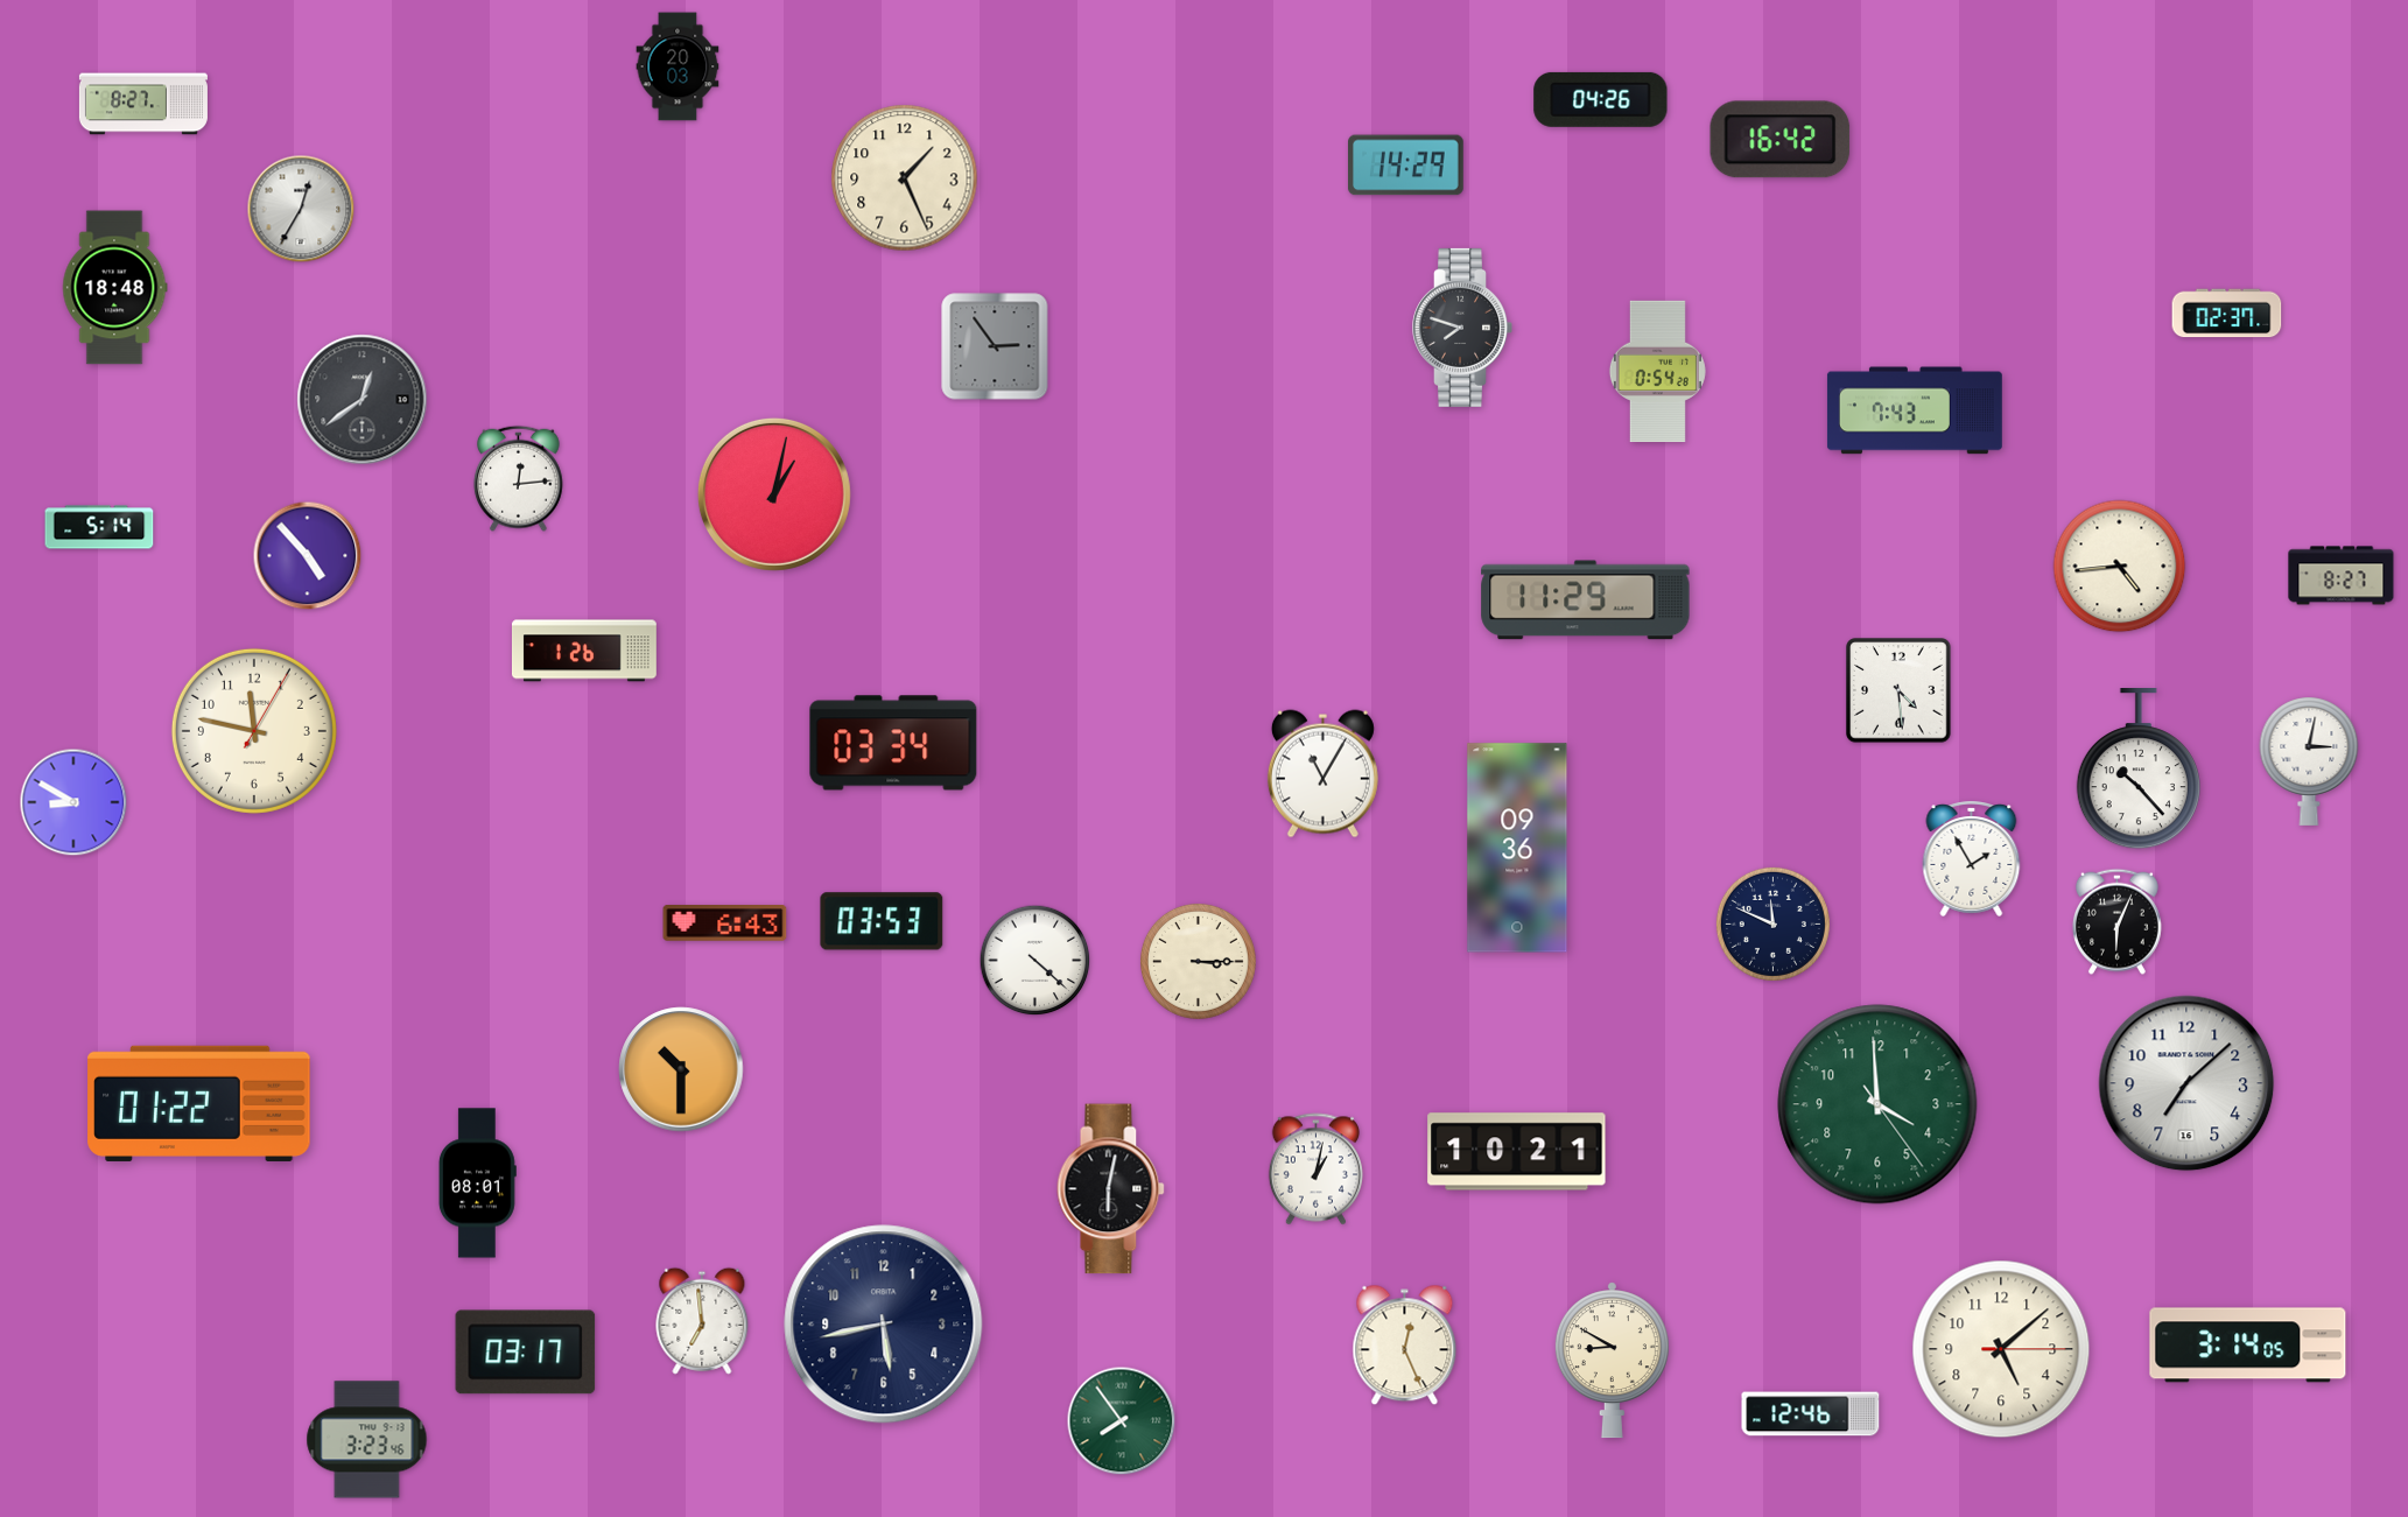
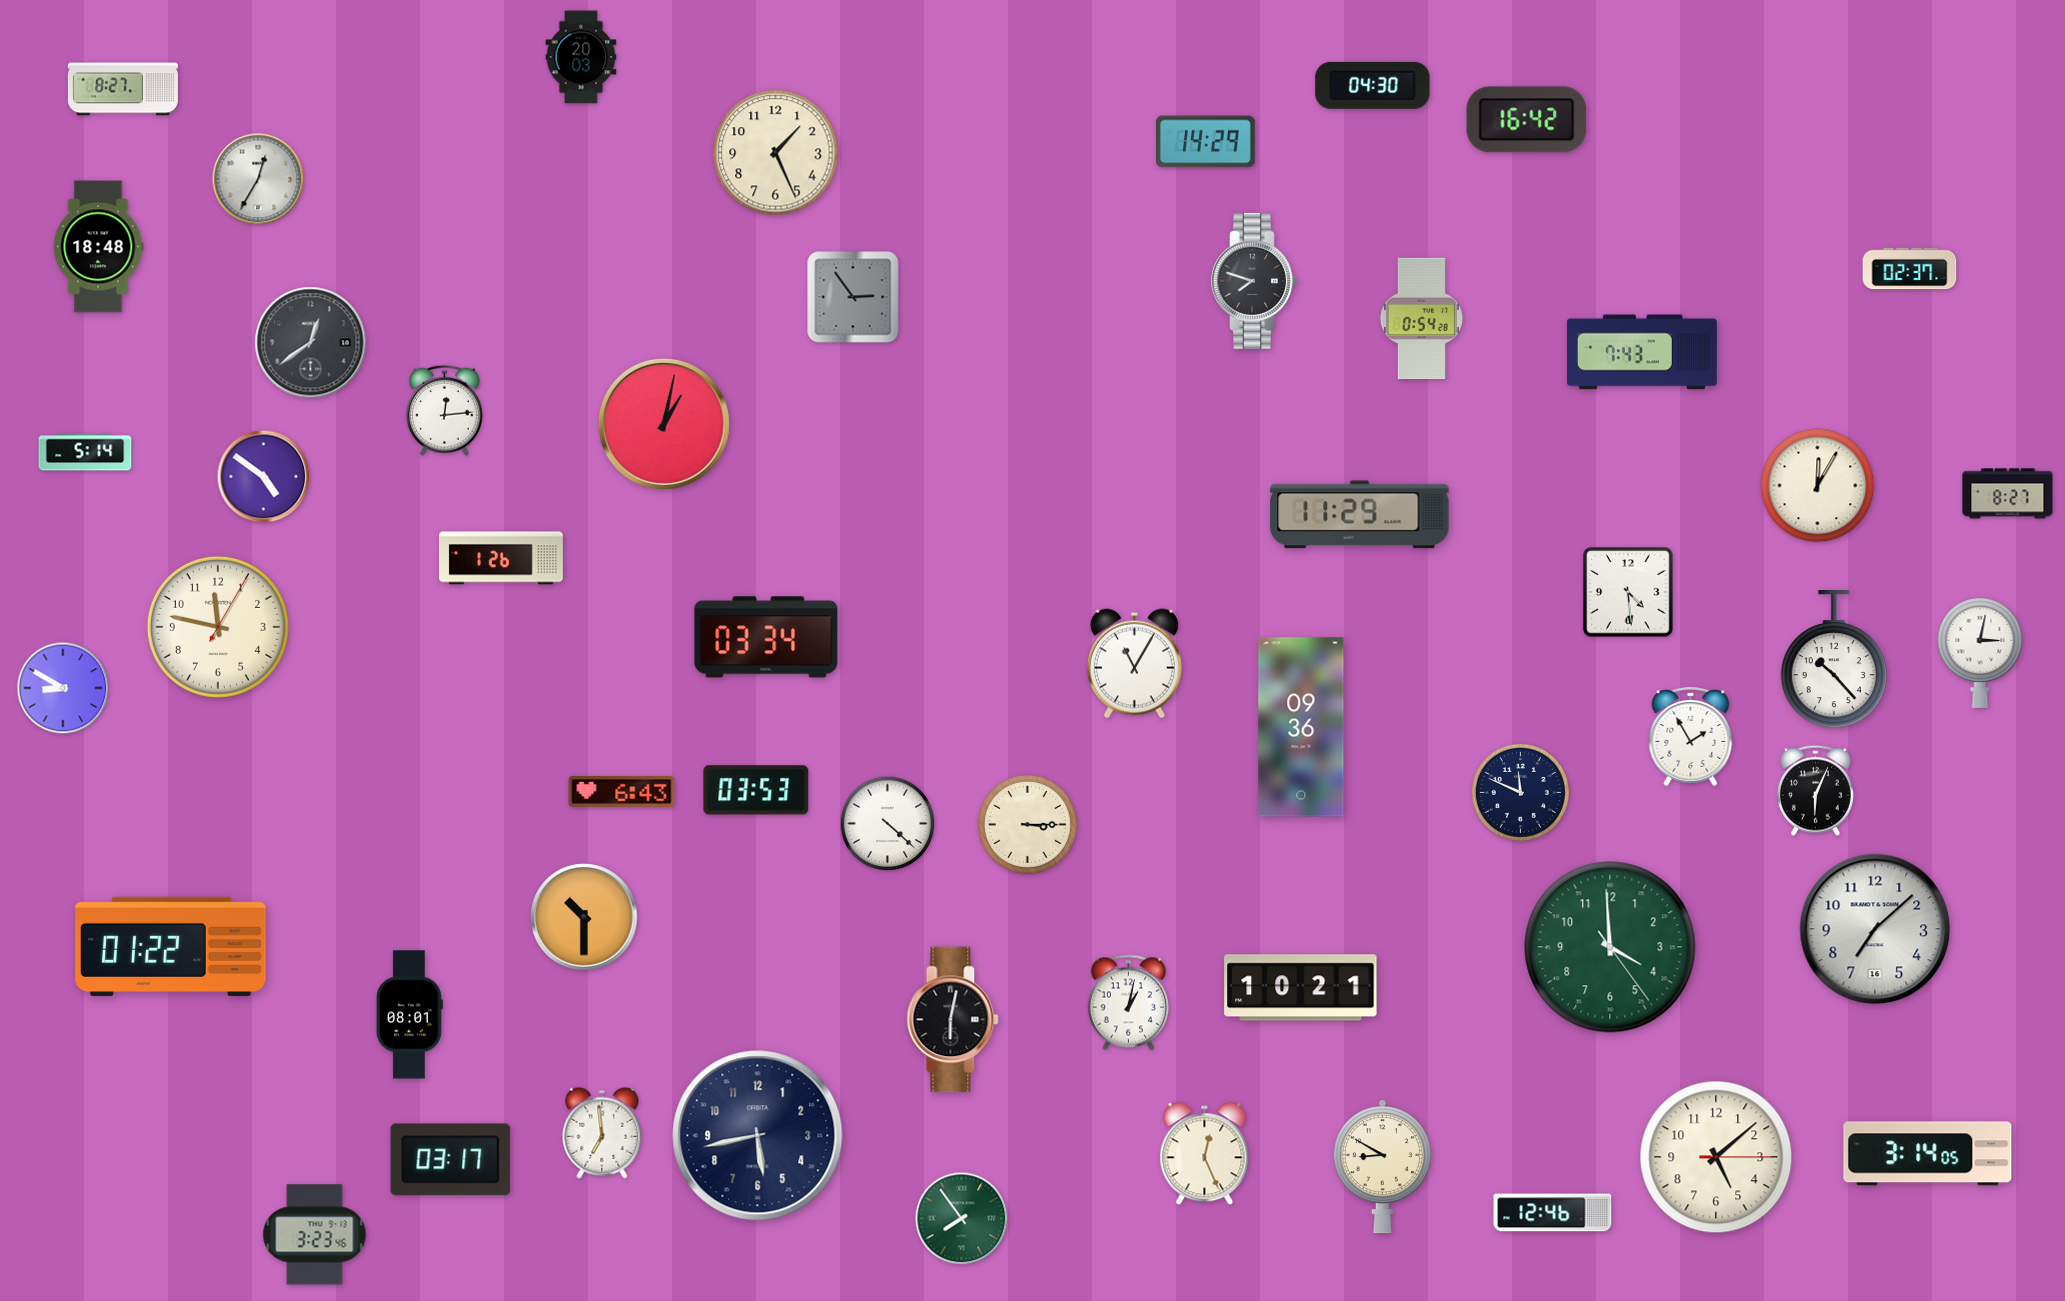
clock at (1601, 99): 04:26 -> 04:30
clock at (308, 556): 4:53 -> 4:51
clock at (2120, 567): 4:44 -> 12:05
